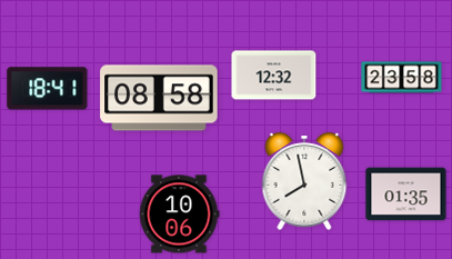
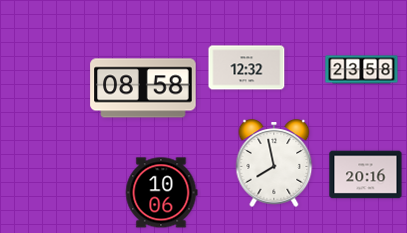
clock at (48, 89): 18:41 -> none
clock at (406, 195): 01:35 -> 20:16
